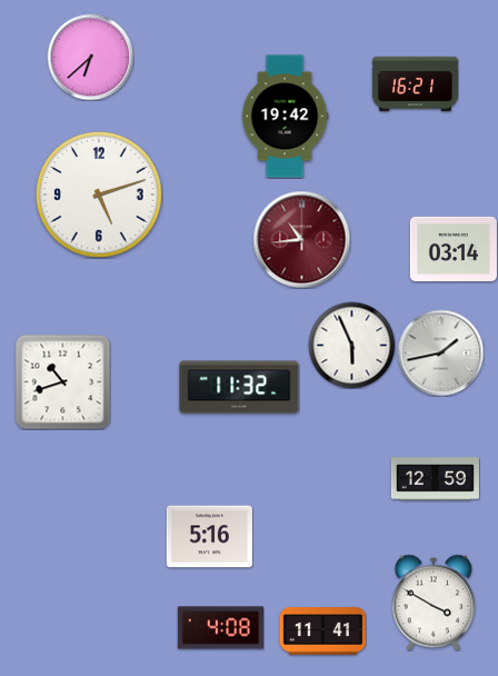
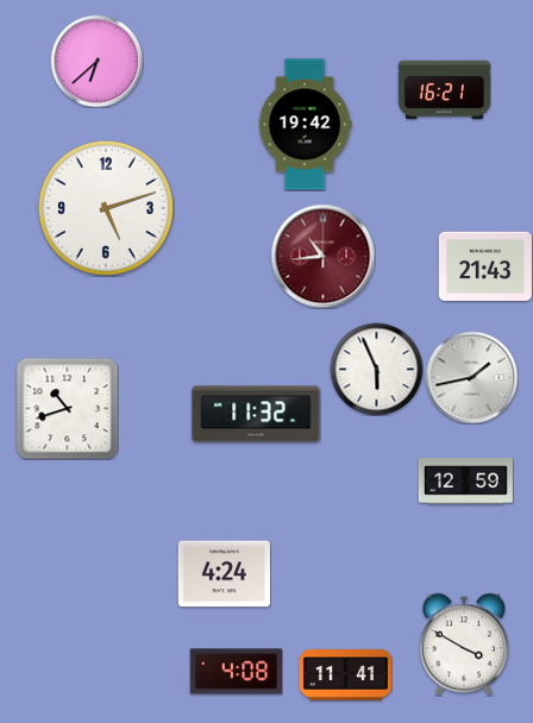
clock at (454, 249): 03:14 -> 21:43
clock at (435, 479) position: (435, 479) -> (465, 482)
clock at (209, 537): 5:16 -> 4:24
